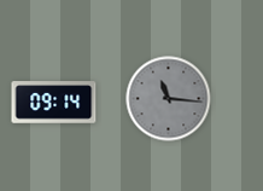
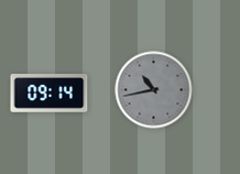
clock at (169, 99): 11:16 -> 10:43
